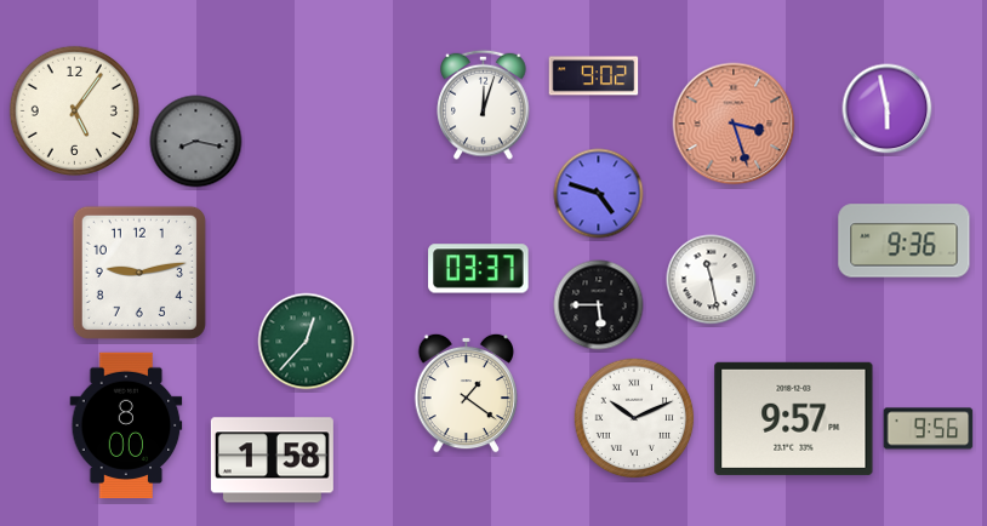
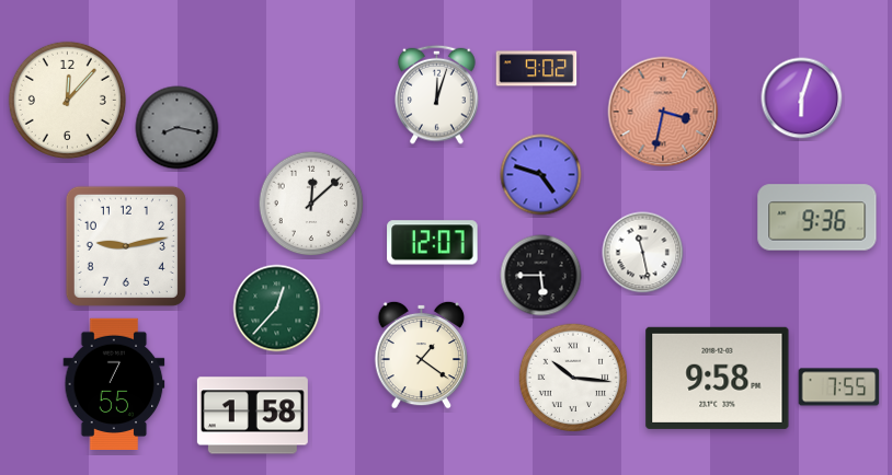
clock at (888, 109): 5:58 -> 6:03
clock at (74, 110): 5:06 -> 12:07
clock at (734, 124): 3:27 -> 3:32
clock at (311, 204): none -> 12:08
clock at (479, 269): 03:37 -> 12:07
clock at (634, 418): 10:11 -> 10:16
clock at (794, 418): 9:57 -> 9:58
clock at (126, 424): 8:00 -> 7:55
clock at (929, 429): 9:56 -> 7:55
clock at (272, 461) position: (272, 461) -> (252, 416)
